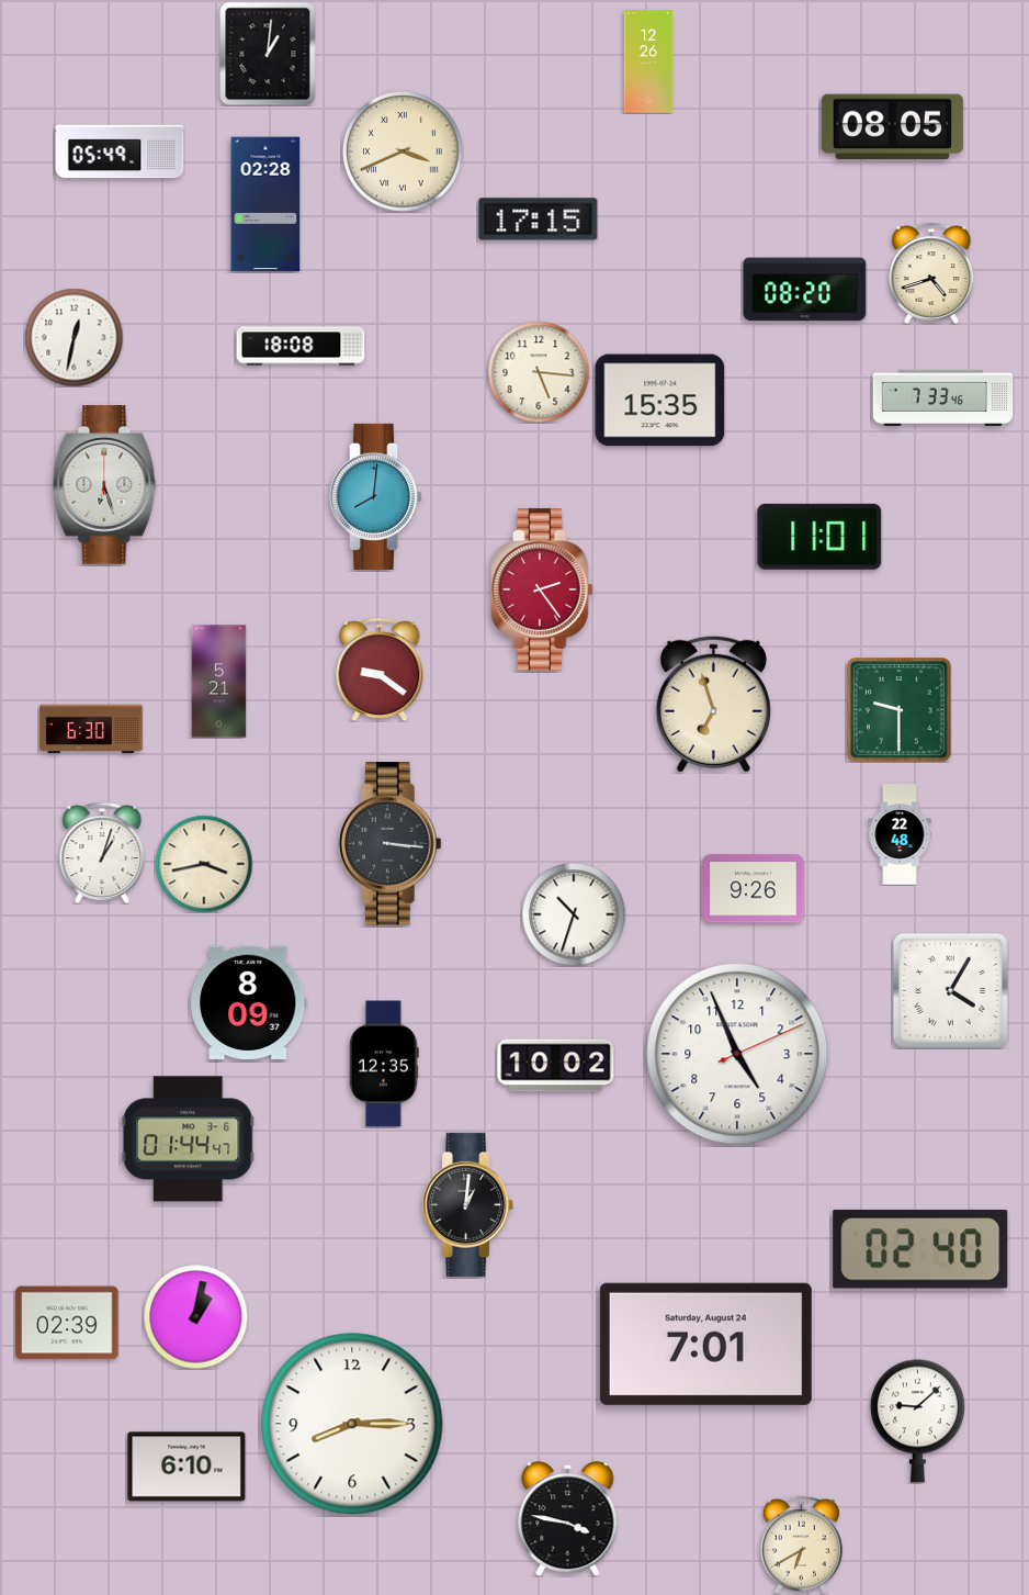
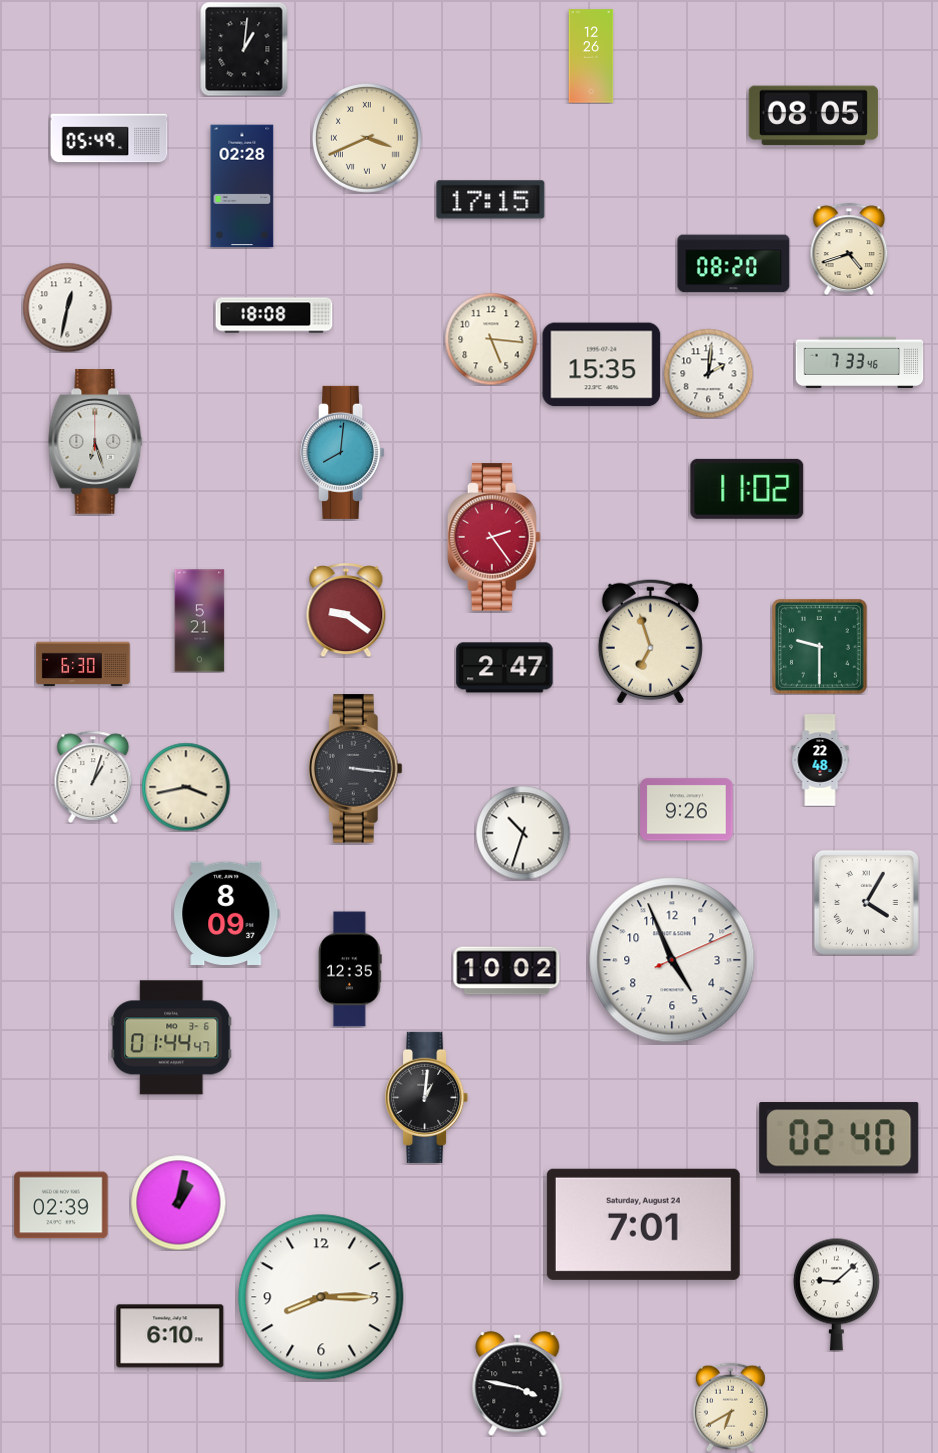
clock at (708, 373): none -> 2:01
clock at (819, 537): 11:01 -> 11:02
clock at (505, 668): none -> 2:47
clock at (195, 1316) position: (195, 1316) -> (178, 1202)
